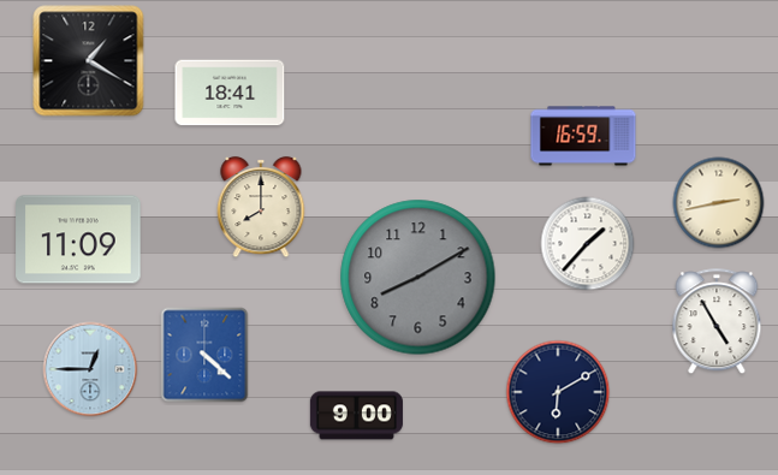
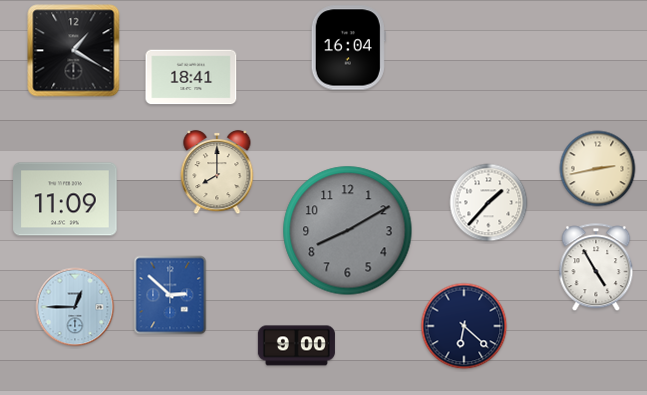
clock at (348, 48): none -> 16:04
clock at (583, 136): 16:59 -> none
clock at (204, 355): 4:22 -> 2:52
clock at (558, 392): 6:10 -> 6:22
